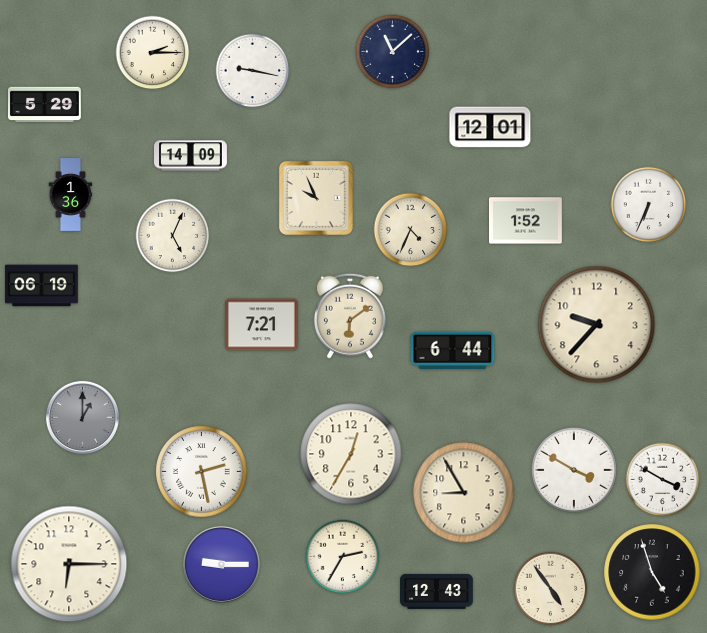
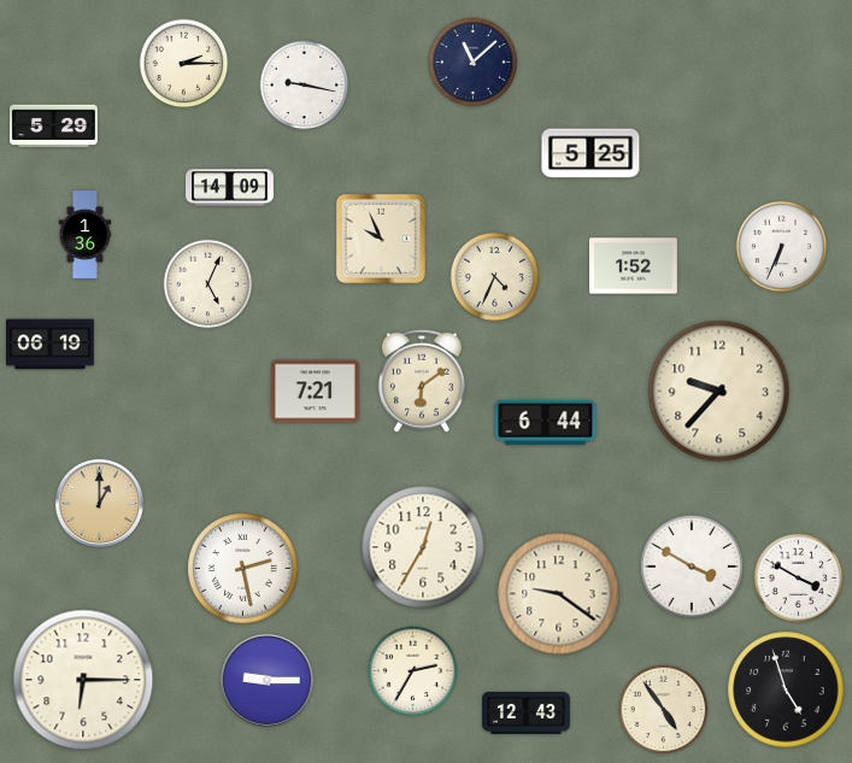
clock at (490, 127): 12:01 -> 5:25
clock at (82, 417) dial: grey -> champagne
clock at (464, 493): 8:55 -> 9:21
